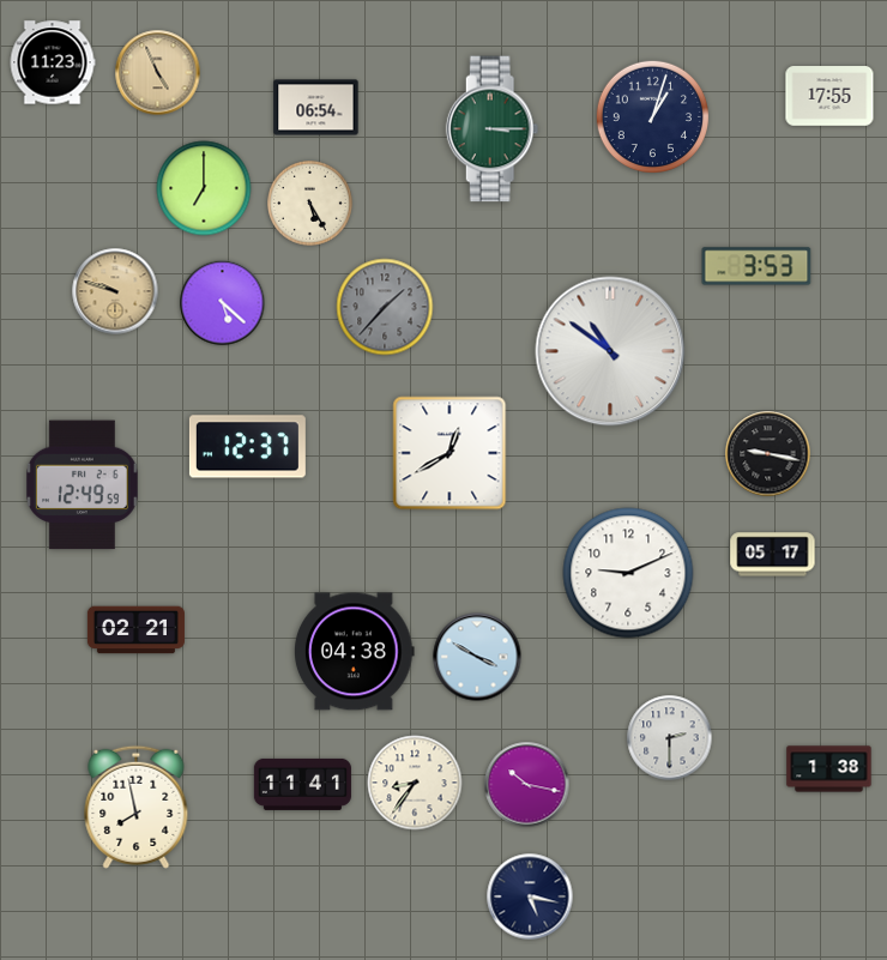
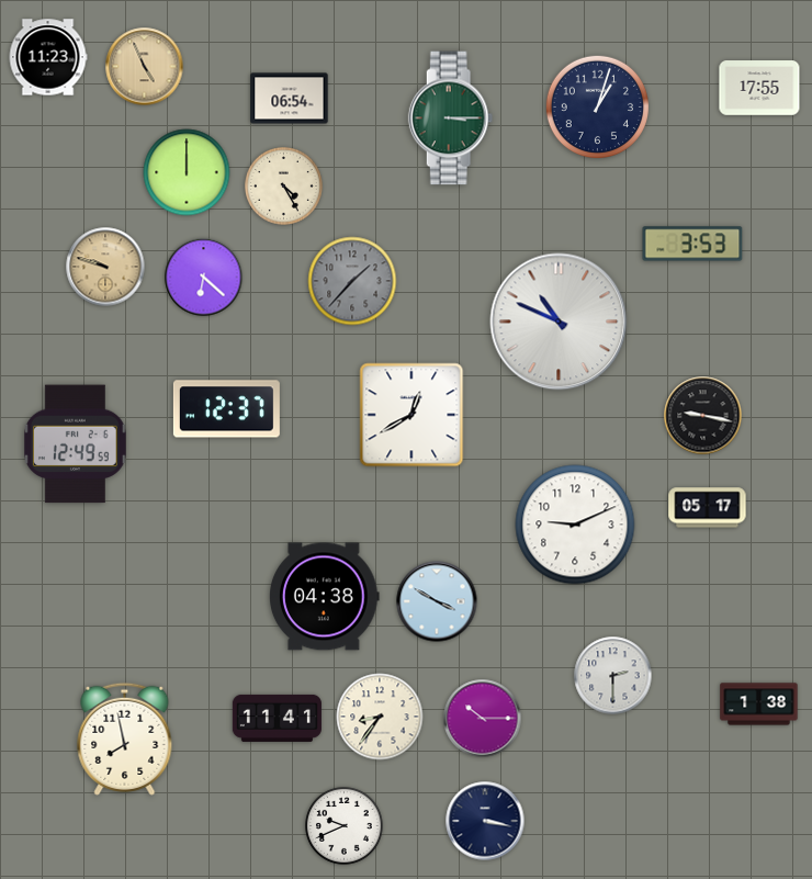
clock at (204, 188): 7:00 -> 12:00
clock at (310, 204): 5:25 -> 4:25
clock at (223, 303): 5:22 -> 6:22
clock at (610, 351): 10:51 -> 10:49
clock at (135, 630): 02:21 -> none
clock at (527, 785): 10:17 -> 10:15
clock at (530, 896): 5:17 -> 3:17
clock at (345, 826): none -> 9:41
